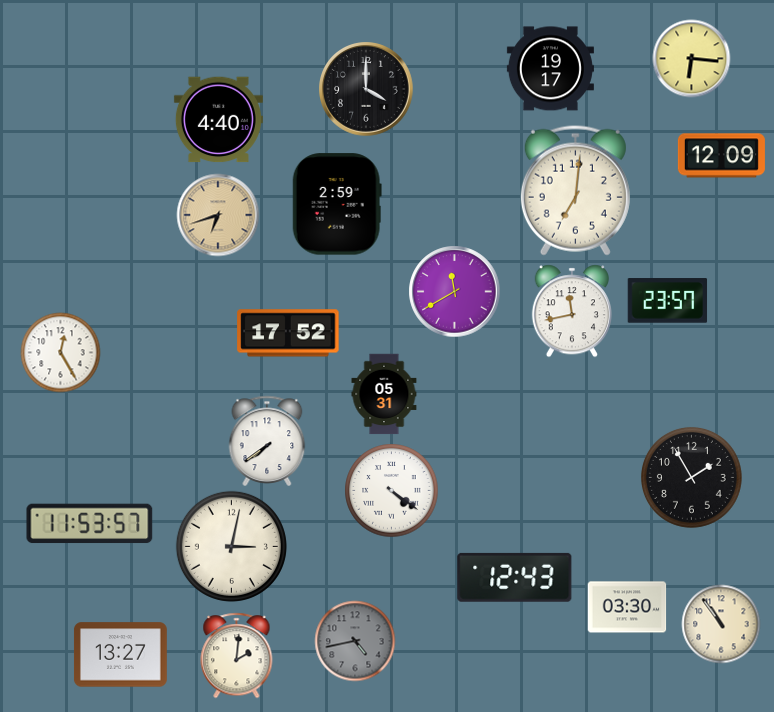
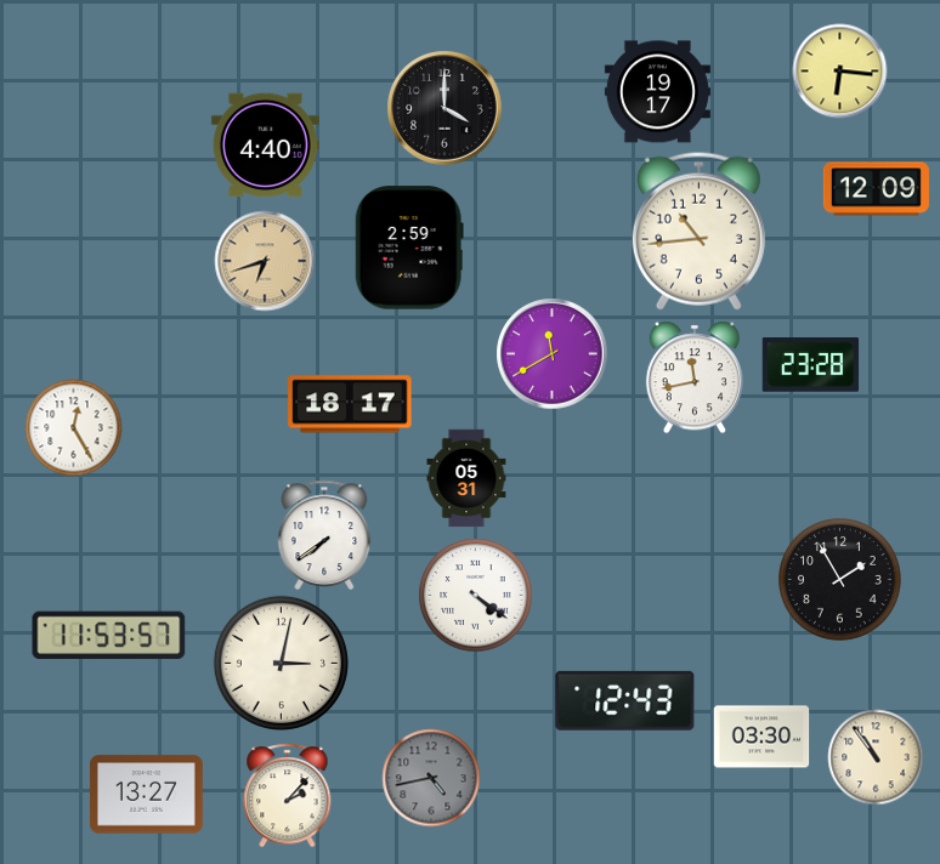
clock at (550, 69) position: (550, 69) -> (657, 92)
clock at (575, 190): 7:01 -> 10:44
clock at (667, 301): 23:57 -> 23:28
clock at (288, 333): 17:52 -> 18:17
clock at (237, 655): 2:01 -> 2:07
